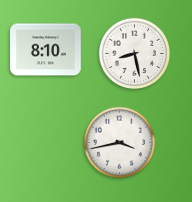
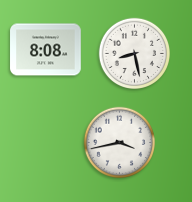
clock at (46, 50): 8:10 -> 8:08
